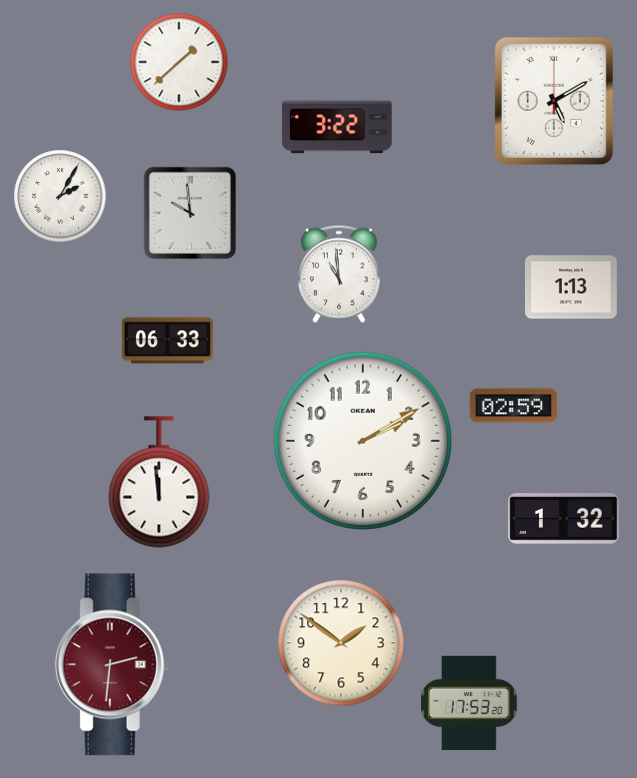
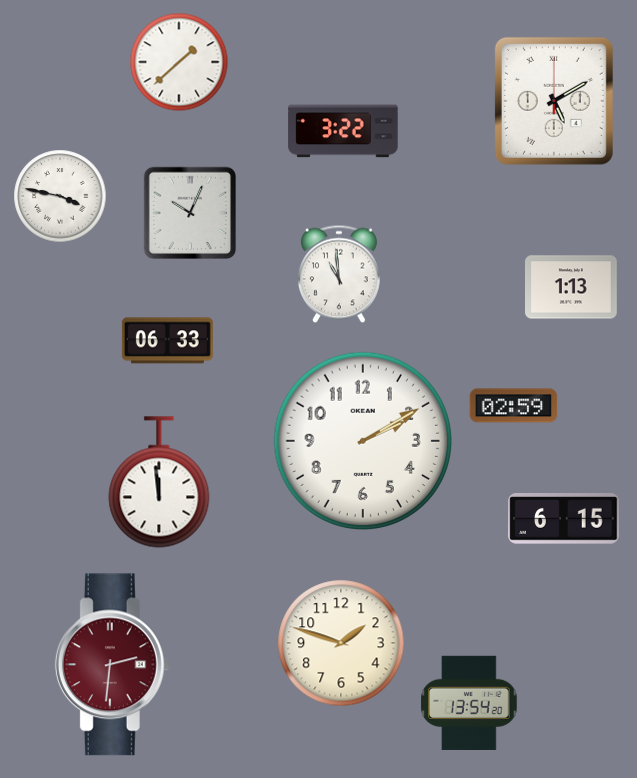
clock at (337, 127) position: (337, 127) -> (343, 131)
clock at (60, 196): 2:05 -> 3:47
clock at (189, 212): 9:59 -> 10:04
clock at (564, 519): 1:32 -> 6:15
clock at (341, 643): 1:51 -> 1:48
clock at (469, 702): 17:53 -> 13:54
